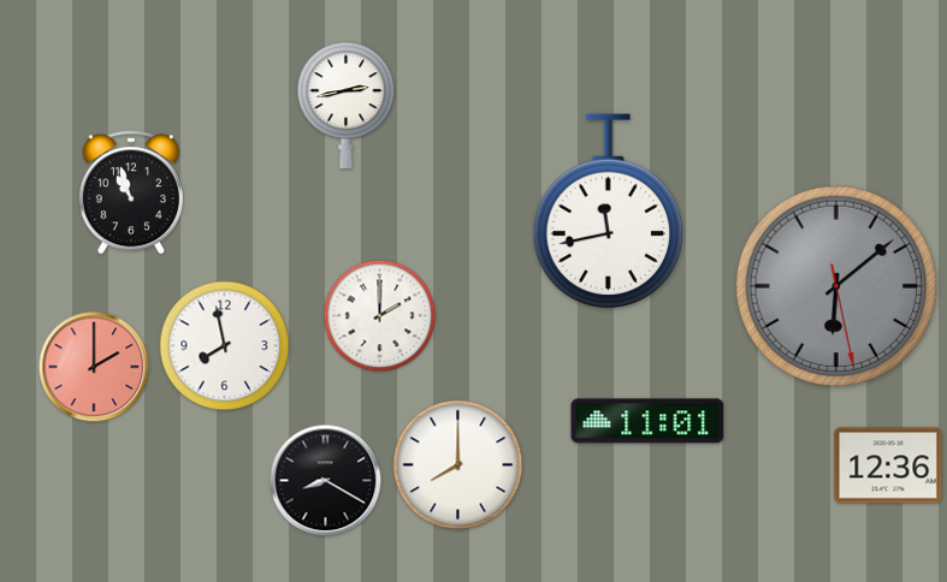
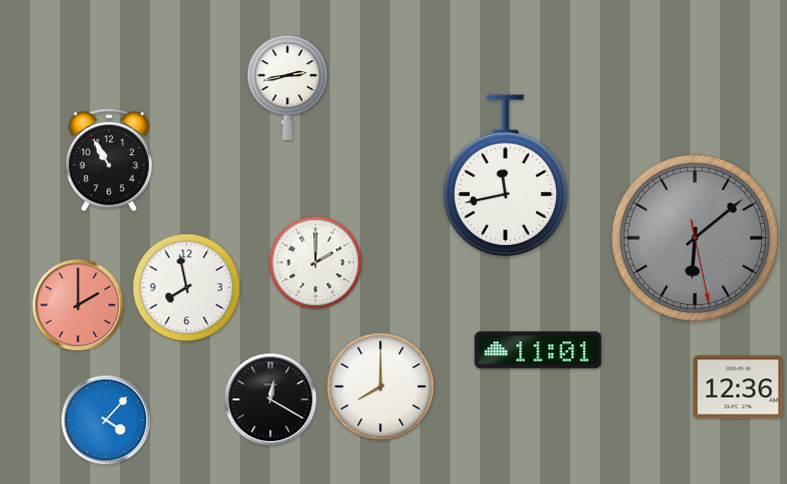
clock at (131, 192): 10:57 -> 10:55
clock at (326, 481): 8:20 -> 12:20
clock at (106, 420): none -> 4:07
